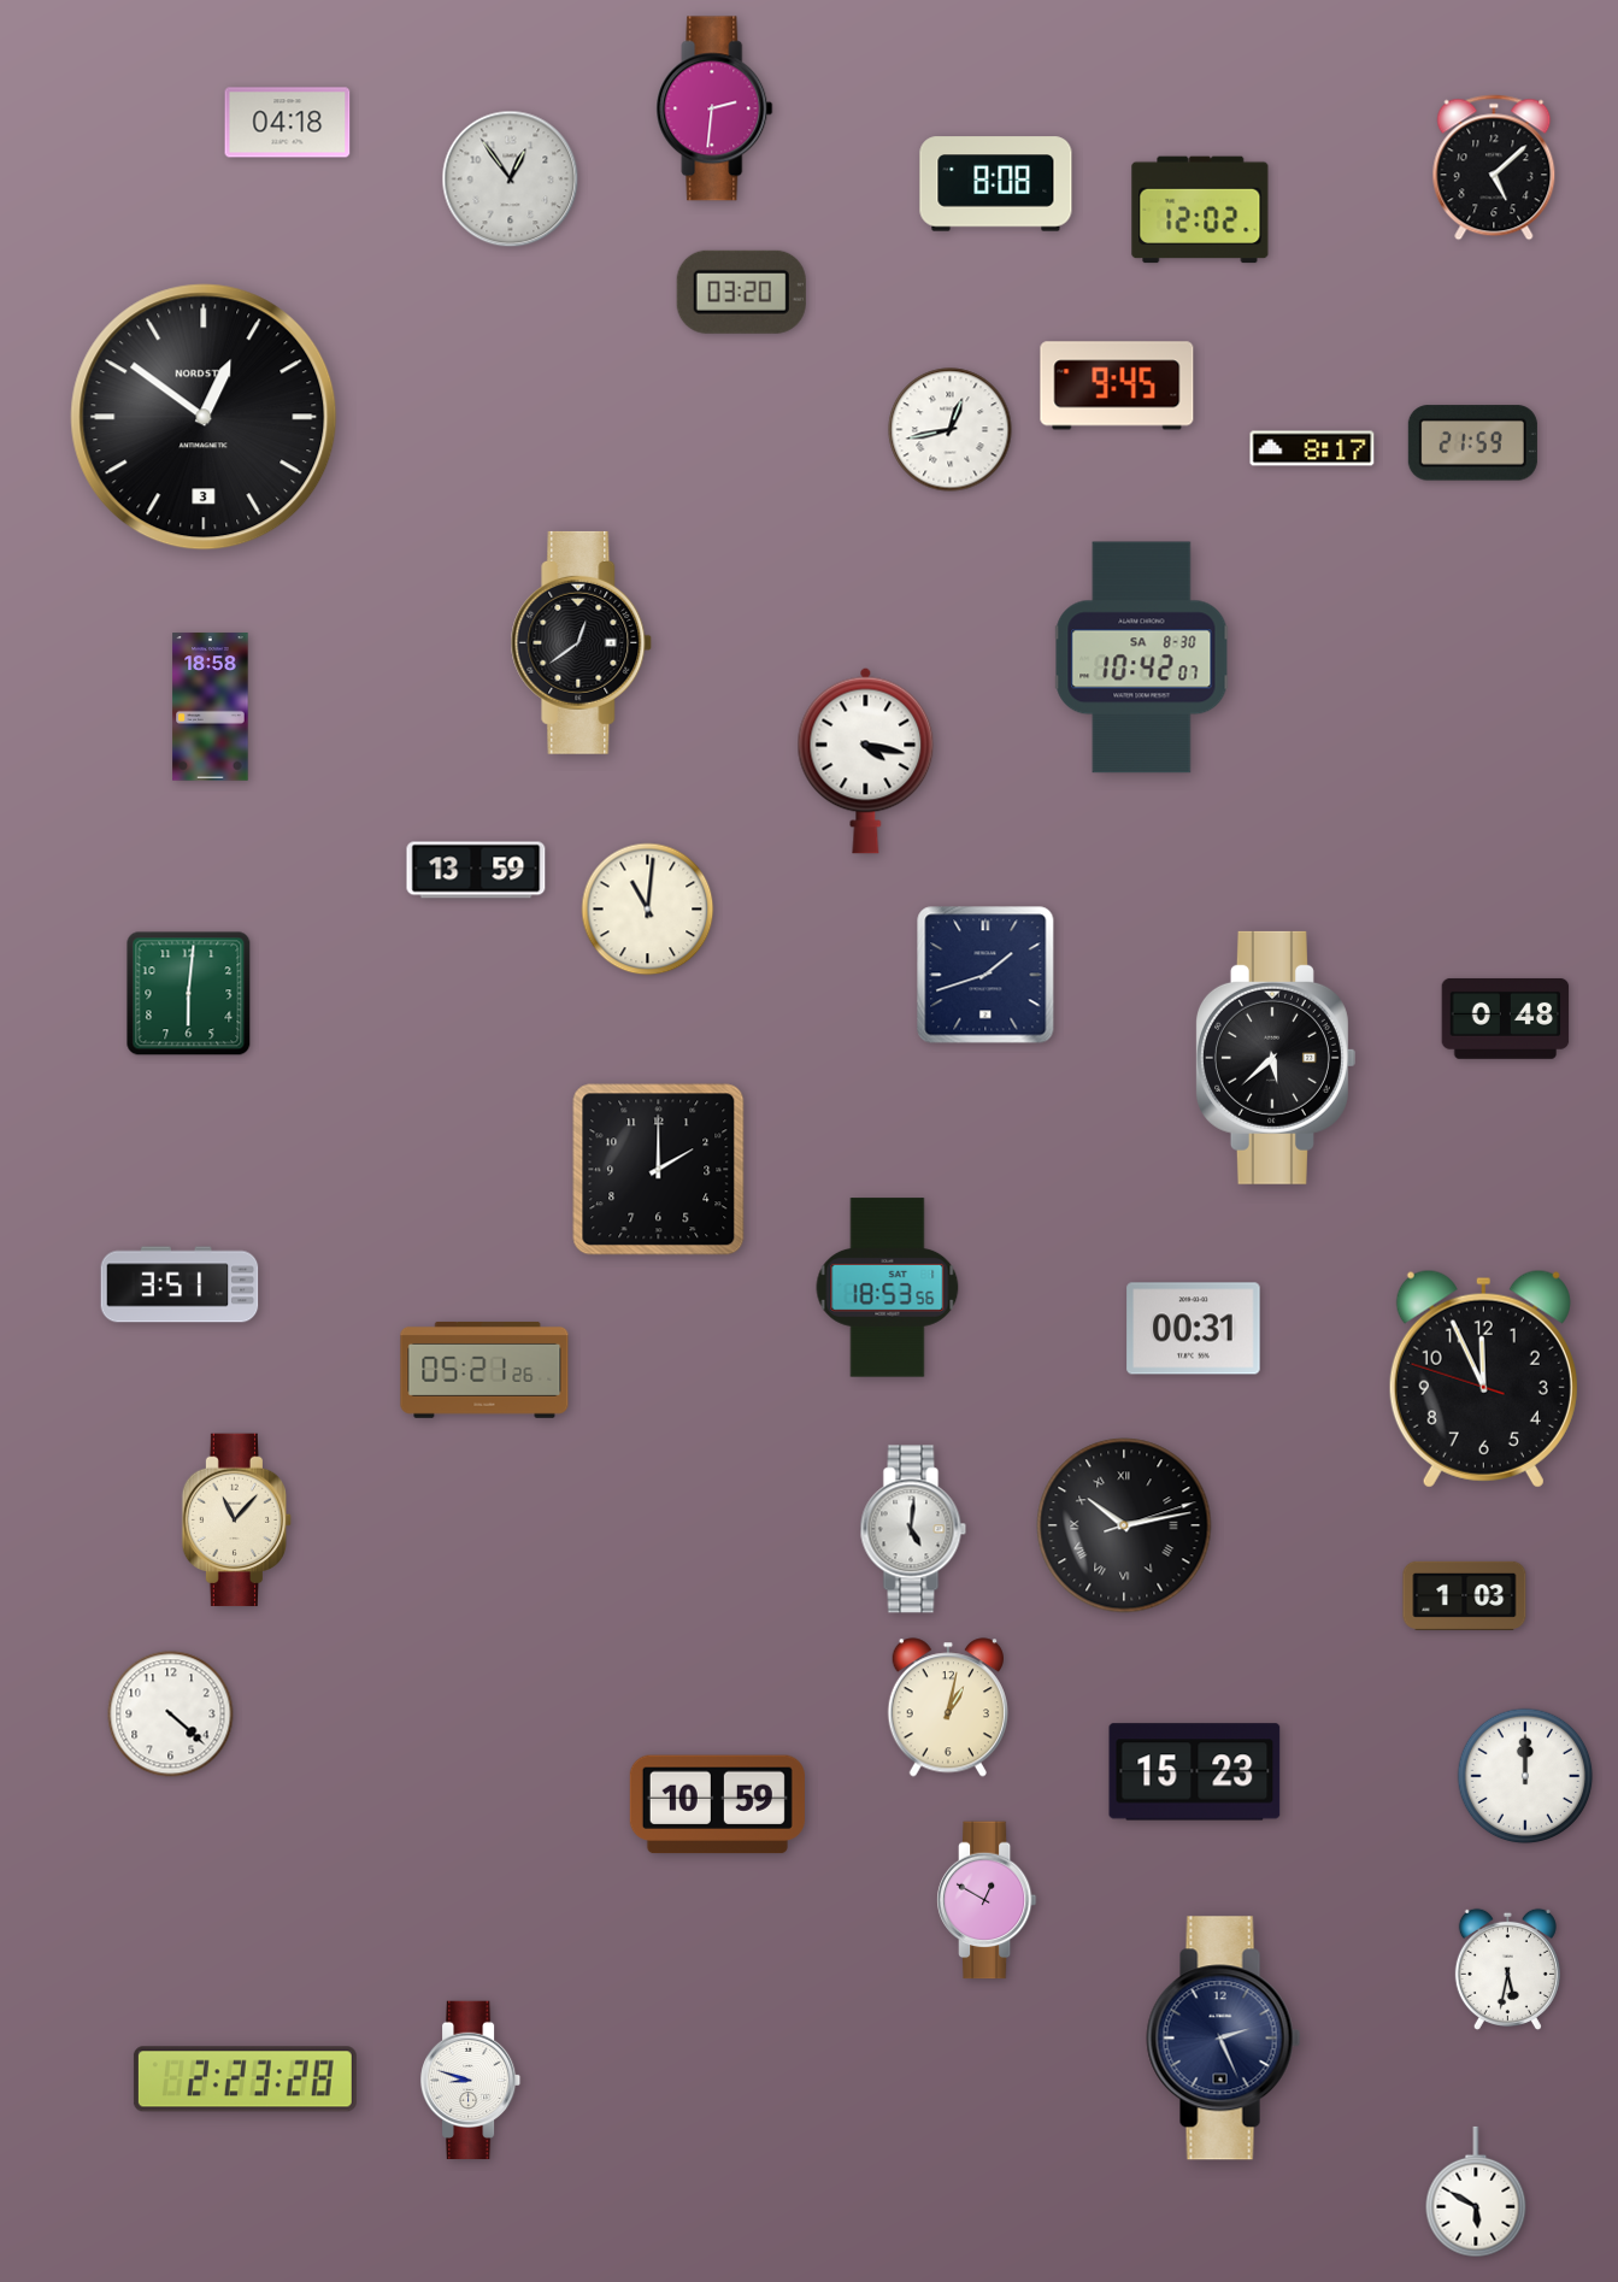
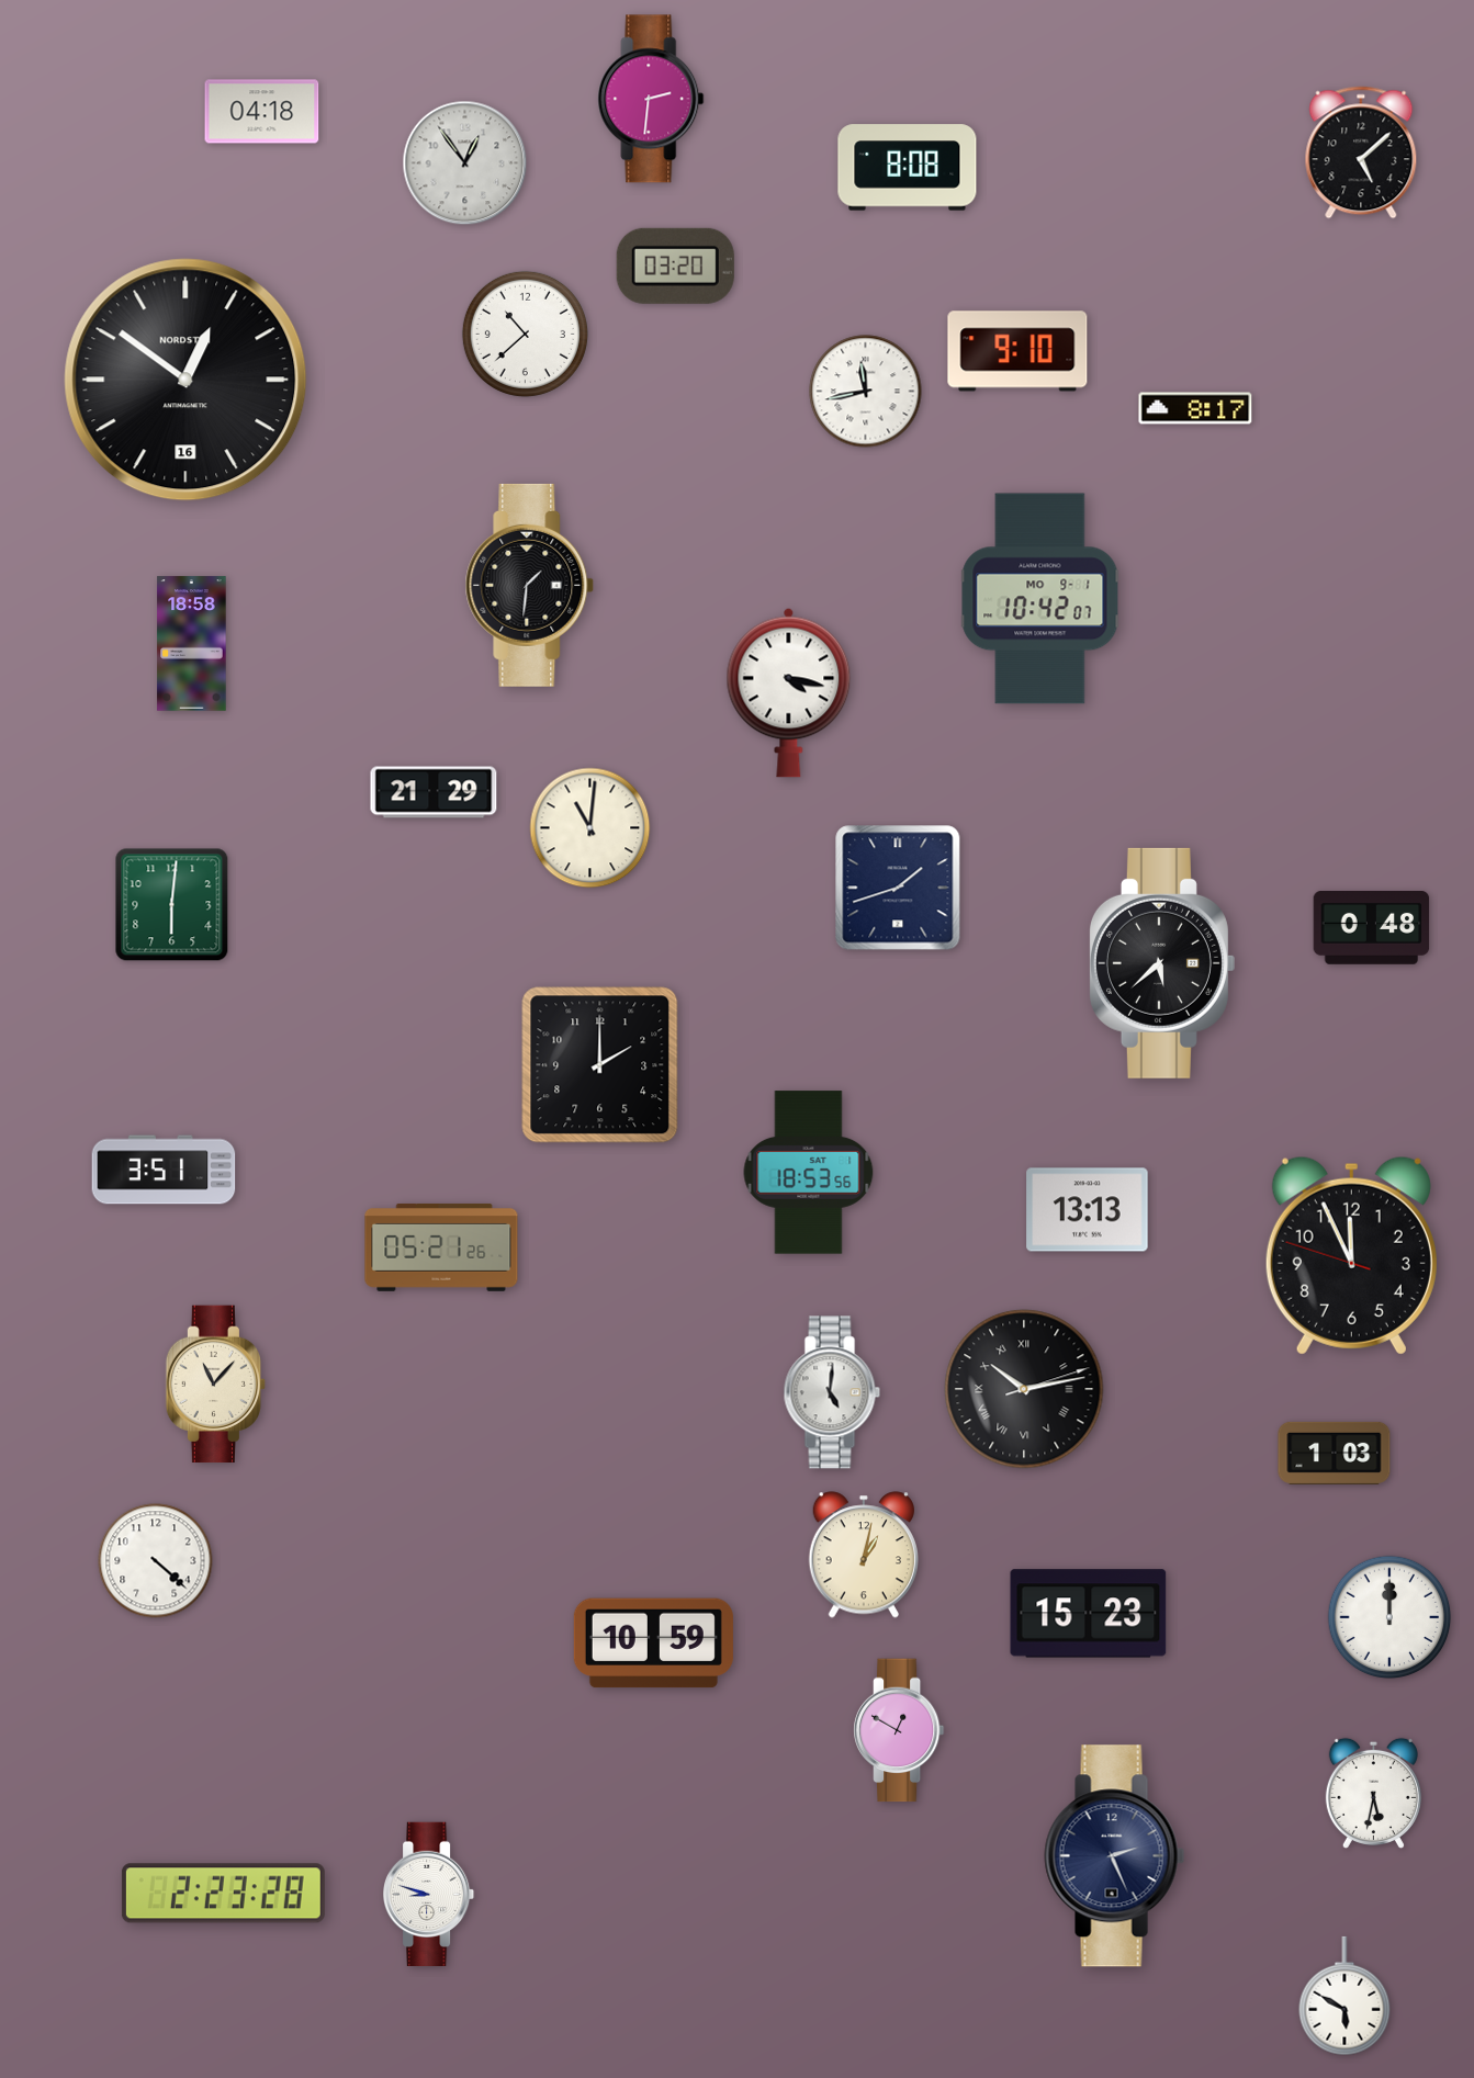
clock at (1200, 210): 12:02 -> none
clock at (525, 334): none -> 10:38
clock at (1117, 386): 9:45 -> 9:10
clock at (204, 417) date: 3 -> 16
clock at (951, 430): 12:43 -> 11:43
clock at (1472, 443): 21:59 -> none
clock at (582, 642): 12:39 -> 1:31
clock at (1142, 658) date: SA 8-30 -> MO 9-1
clock at (476, 870): 13:59 -> 21:29
clock at (1194, 1329): 00:31 -> 13:13
